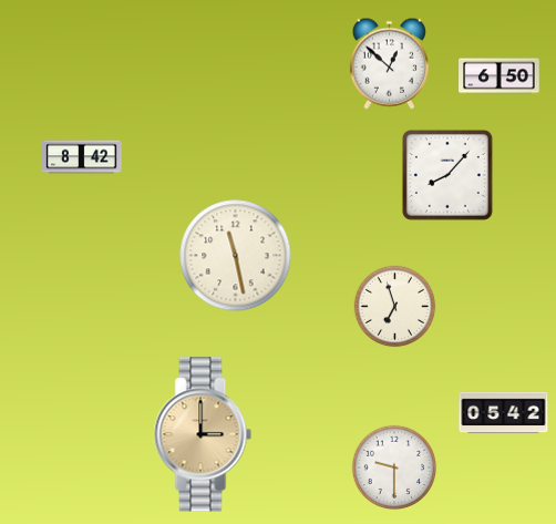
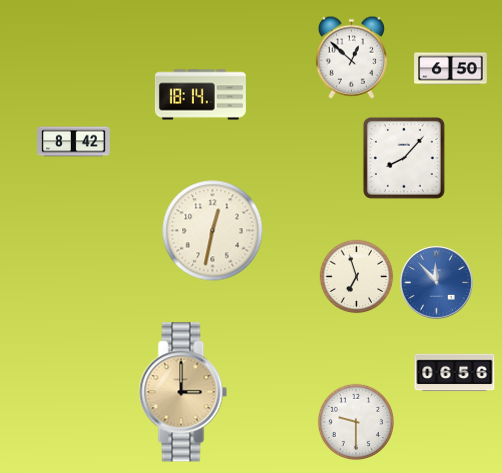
clock at (200, 95): none -> 18:14
clock at (236, 256): 11:28 -> 12:32
clock at (436, 282): none -> 11:53
clock at (504, 413): 05:42 -> 06:56
